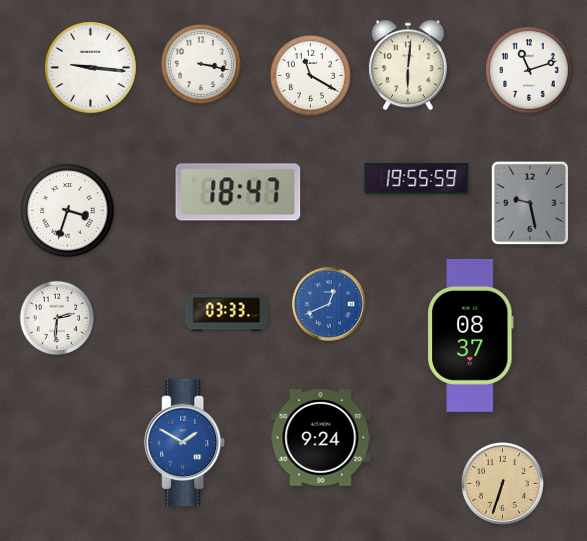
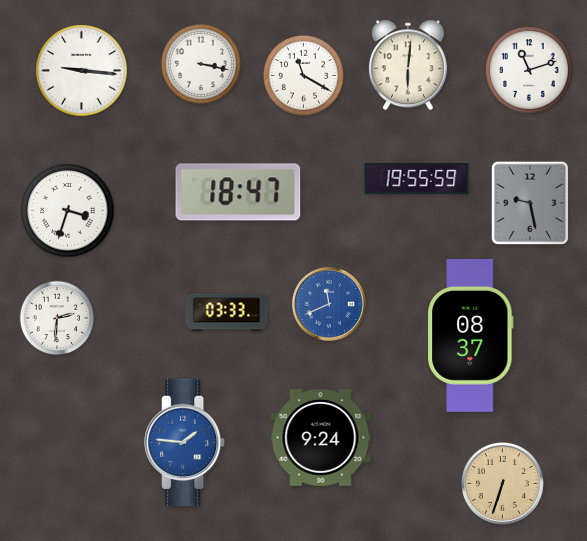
clock at (91, 68) position: (91, 68) -> (82, 71)
clock at (310, 75) position: (310, 75) -> (303, 75)
clock at (329, 304): 12:41 -> 11:41
clock at (185, 443): 1:50 -> 1:46
